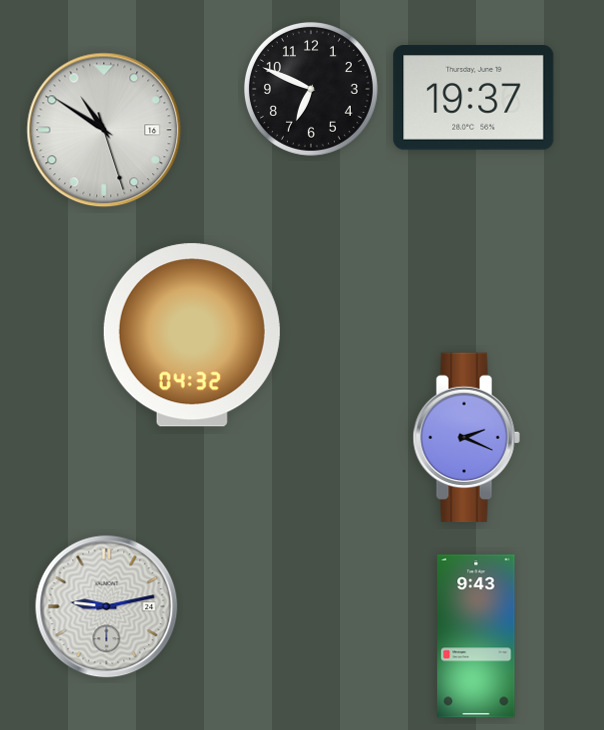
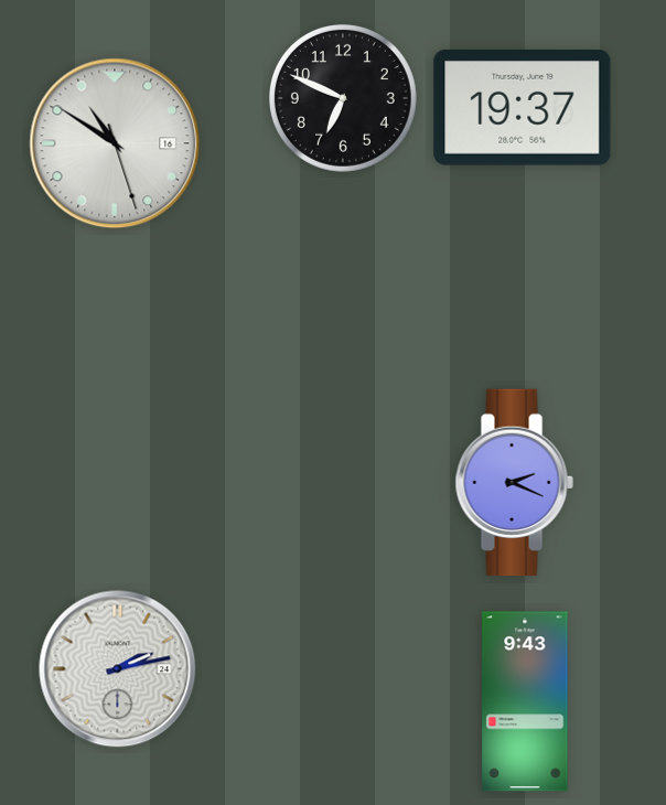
clock at (192, 335): 04:32 -> none
clock at (107, 607): 9:13 -> 2:13
